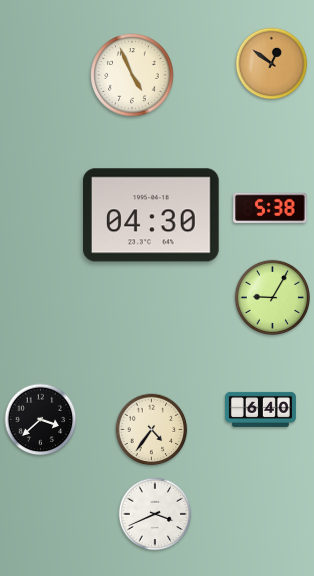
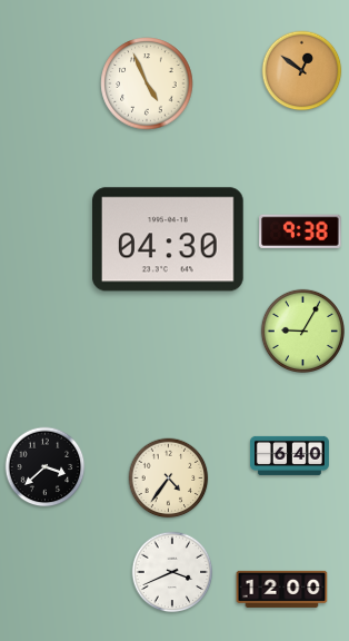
clock at (270, 208): 5:38 -> 9:38
clock at (282, 589): none -> 12:00
